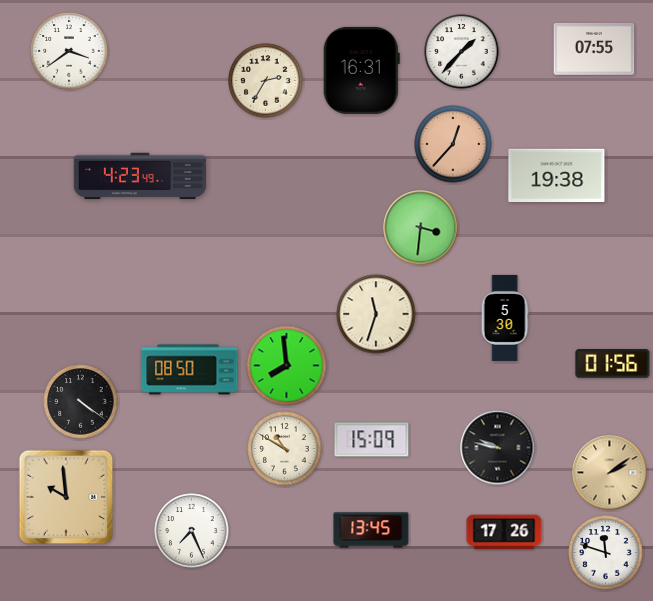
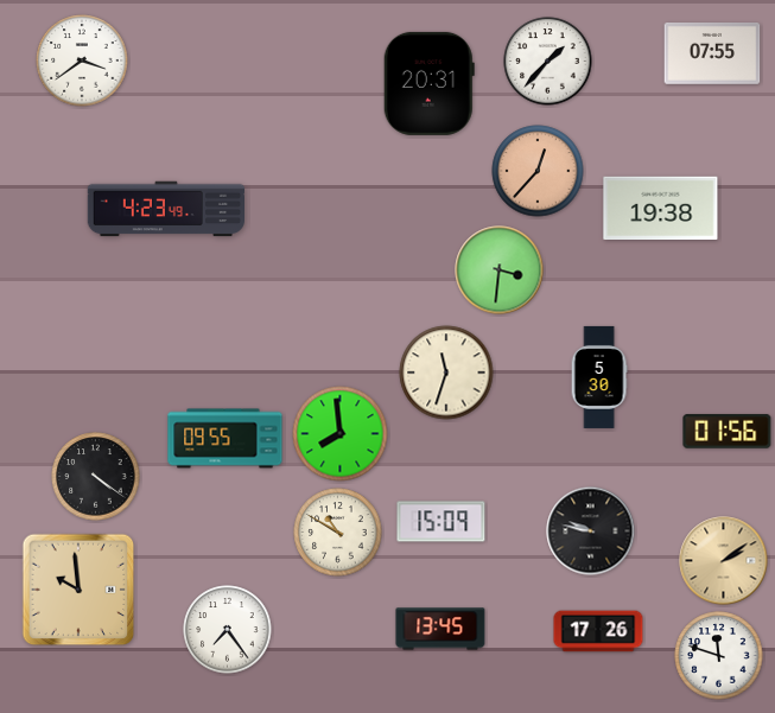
clock at (594, 49) position: (594, 49) -> (712, 53)
clock at (361, 70): 16:31 -> 20:31
clock at (266, 81): 2:35 -> none
clock at (190, 370): 08:50 -> 09:55
clock at (192, 531): 7:26 -> 7:24
